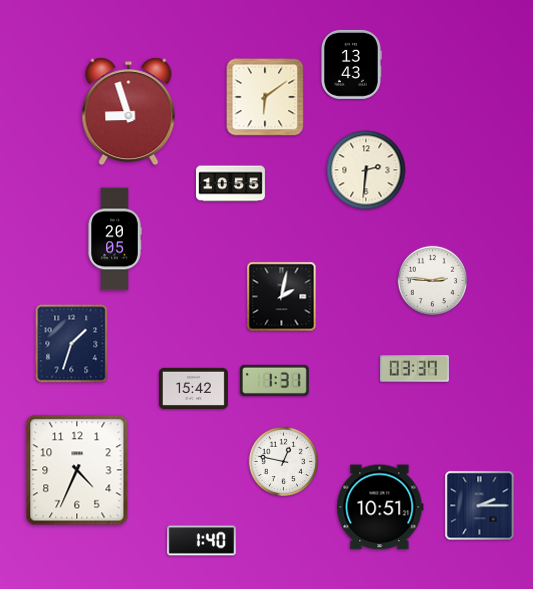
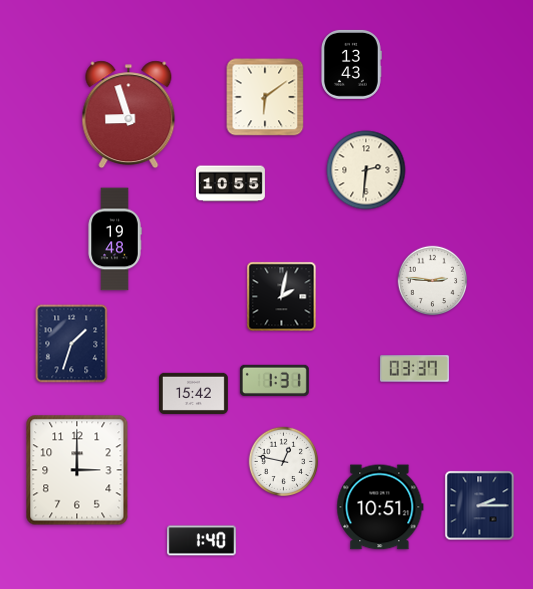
clock at (129, 112) position: (129, 112) -> (129, 115)
clock at (115, 239): 20:05 -> 19:48
clock at (193, 388) position: (193, 388) -> (193, 393)
clock at (77, 470): 4:34 -> 3:00
